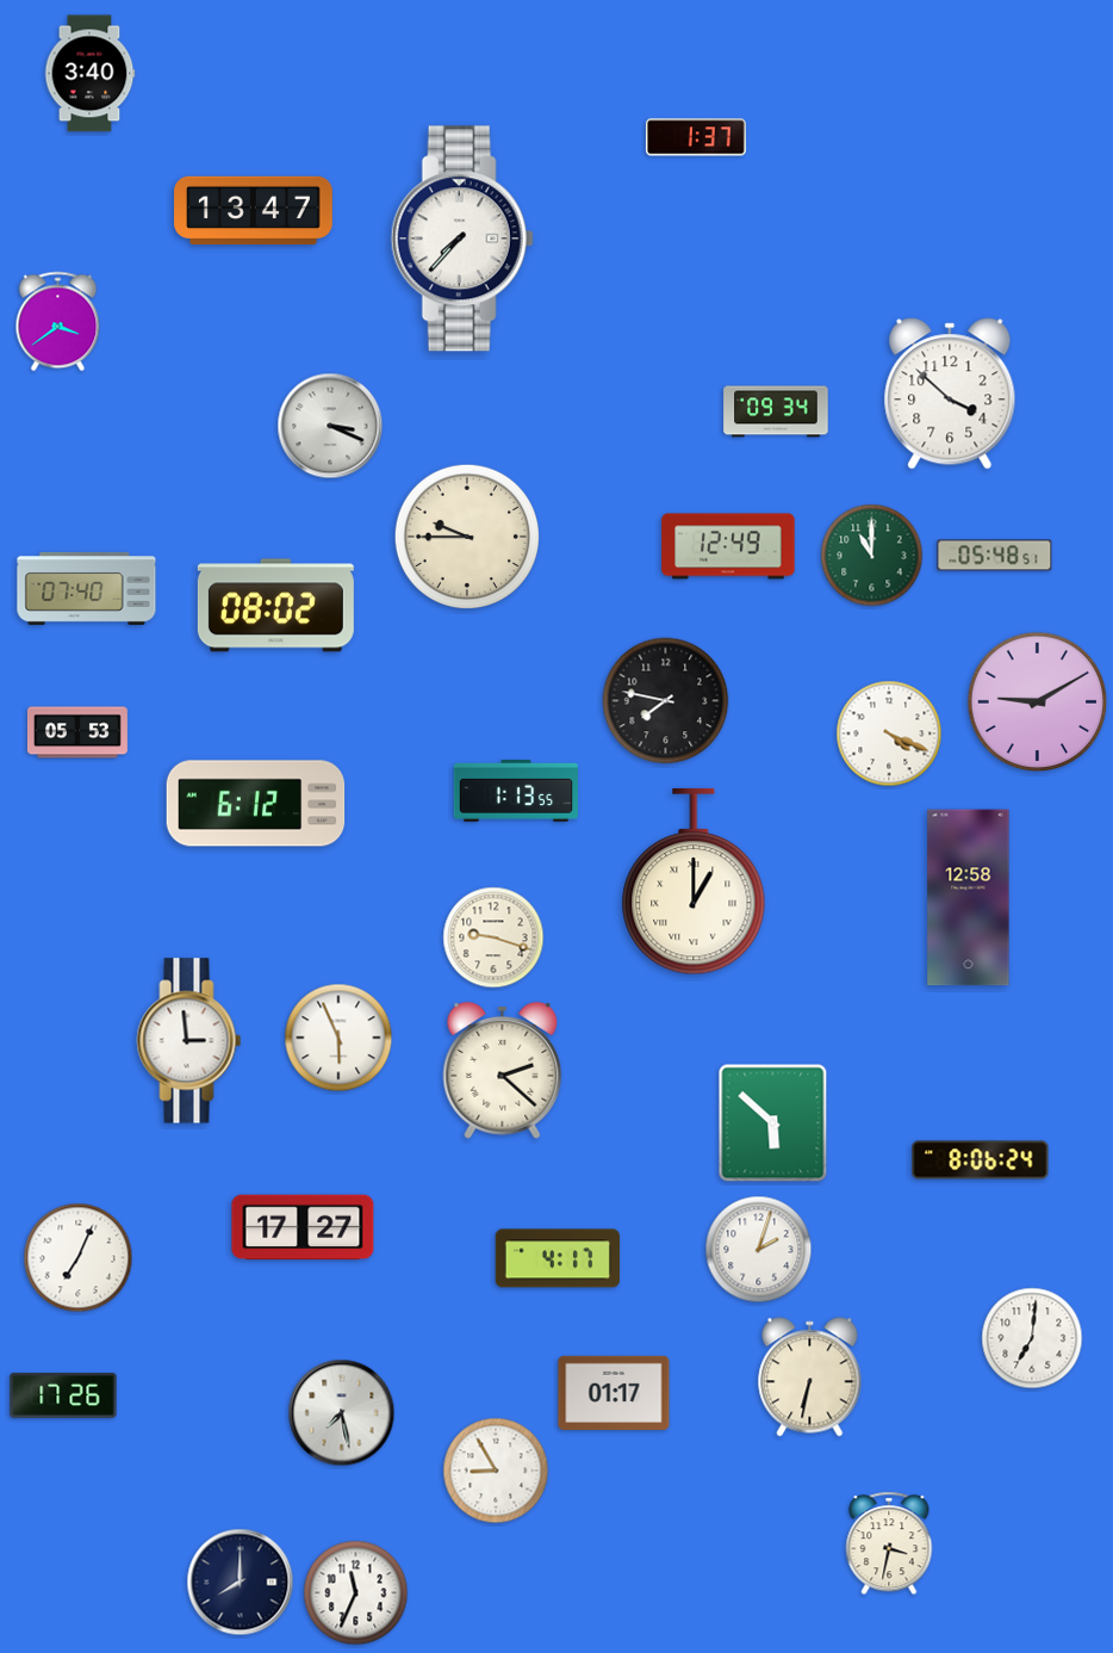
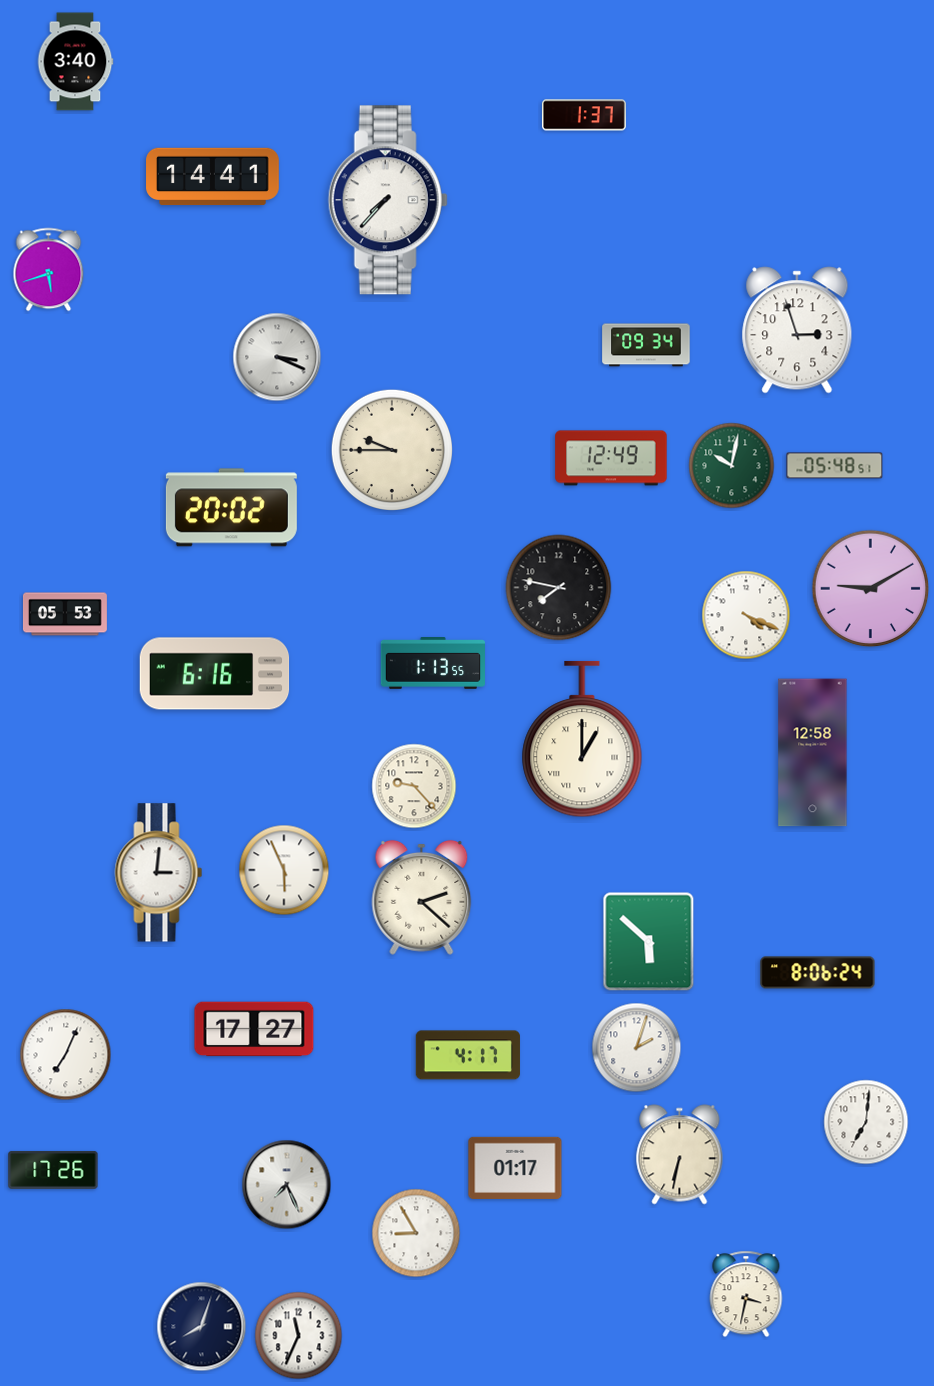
clock at (254, 211): 13:47 -> 14:41
clock at (58, 322): 3:39 -> 5:42
clock at (950, 394): 3:52 -> 2:57
clock at (776, 411) position: (776, 411) -> (646, 345)
clock at (872, 556): 11:00 -> 10:02
clock at (87, 588): 07:40 -> none
clock at (275, 606): 08:02 -> 20:02
clock at (256, 804): 6:12 -> 6:16
clock at (493, 937): 9:18 -> 9:23
clock at (189, 1041): 2:59 -> 3:01
clock at (981, 1160) position: (981, 1160) -> (818, 973)
clock at (342, 1413): 7:28 -> 7:26
clock at (241, 1583): 8:00 -> 8:03
